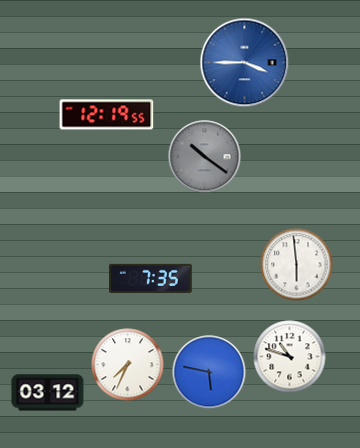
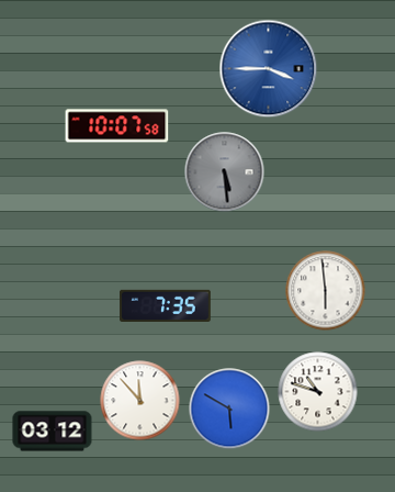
clock at (107, 115): 12:19 -> 10:07
clock at (205, 157): 10:21 -> 5:29
clock at (128, 365): 7:34 -> 11:53
clock at (209, 372): 5:47 -> 5:50
